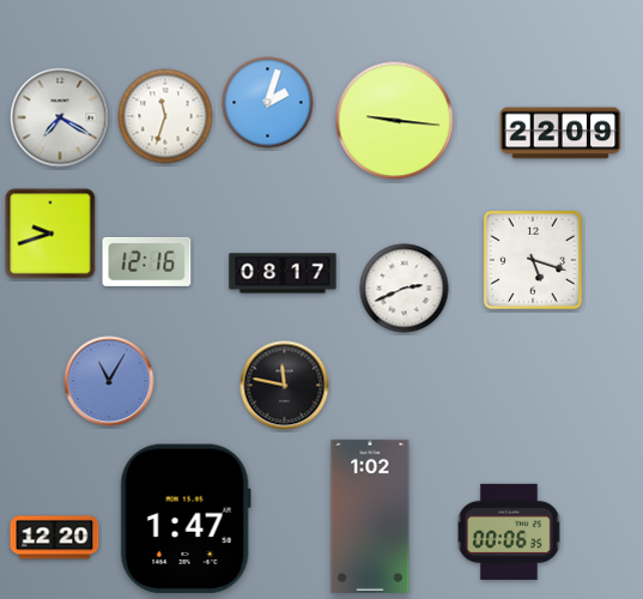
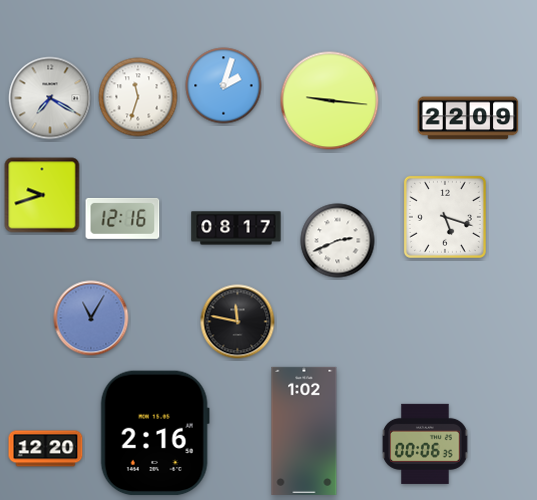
clock at (560, 133) position: (560, 133) -> (468, 118)
clock at (370, 516) position: (370, 516) -> (304, 431)
clock at (186, 519): 1:47 -> 2:16
